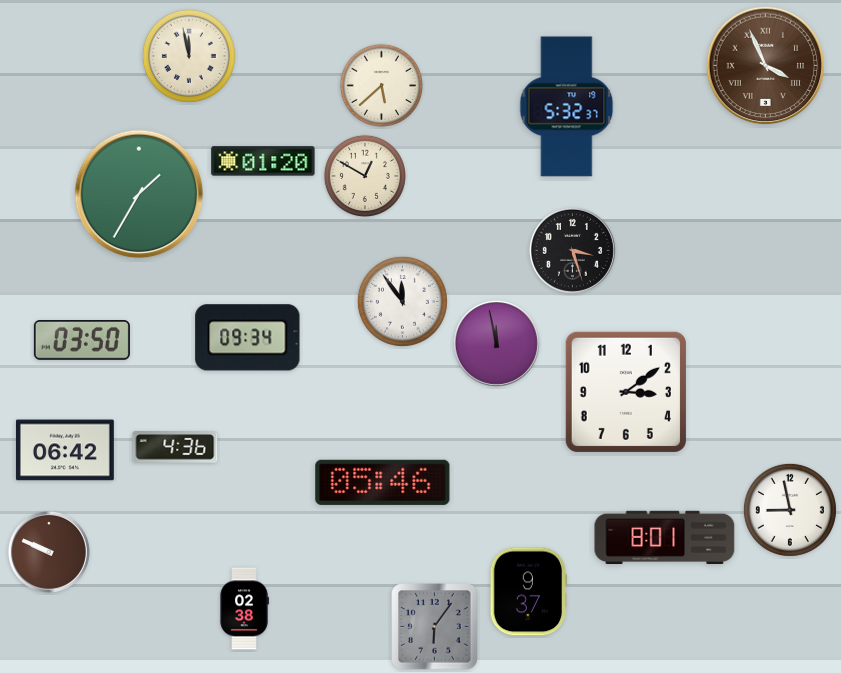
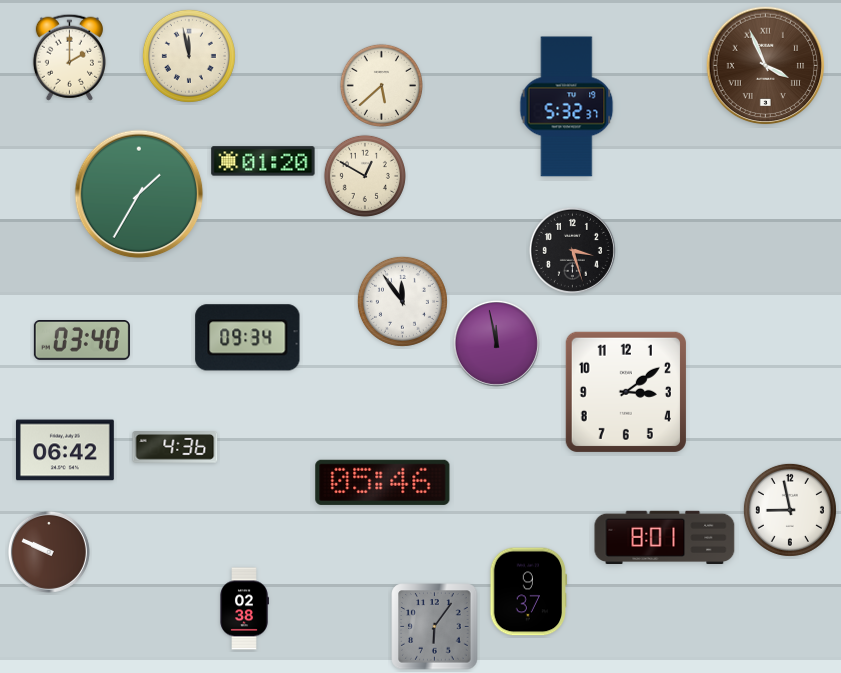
clock at (69, 57): none -> 2:00
clock at (82, 341): 03:50 -> 03:40
